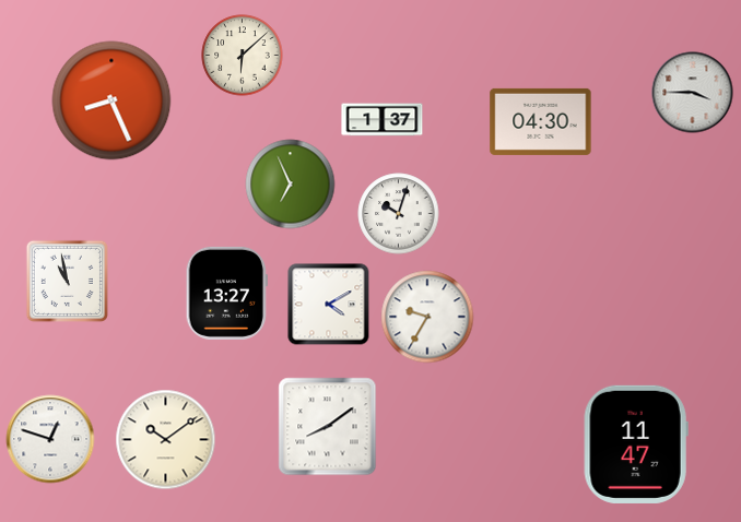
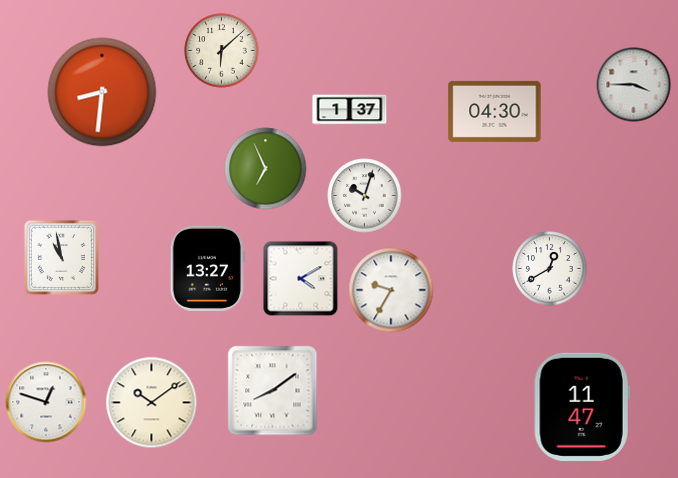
clock at (111, 100): 8:26 -> 8:31
clock at (550, 269): none -> 12:40
clock at (328, 427) position: (328, 427) -> (273, 391)
